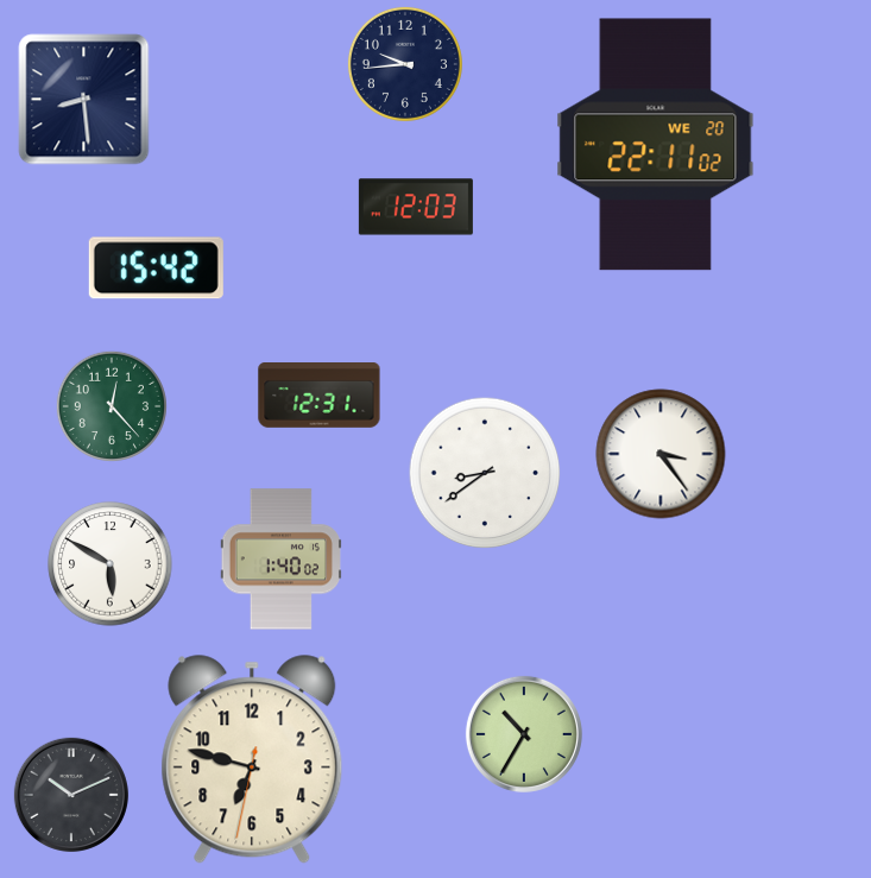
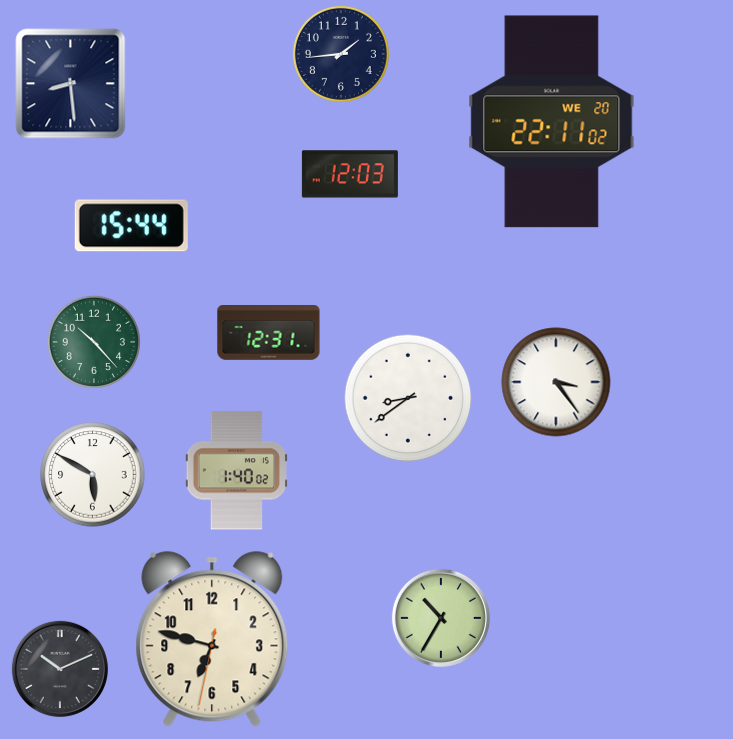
clock at (405, 64): 9:44 -> 1:44
clock at (156, 269): 15:42 -> 15:44
clock at (112, 406): 12:23 -> 10:23
